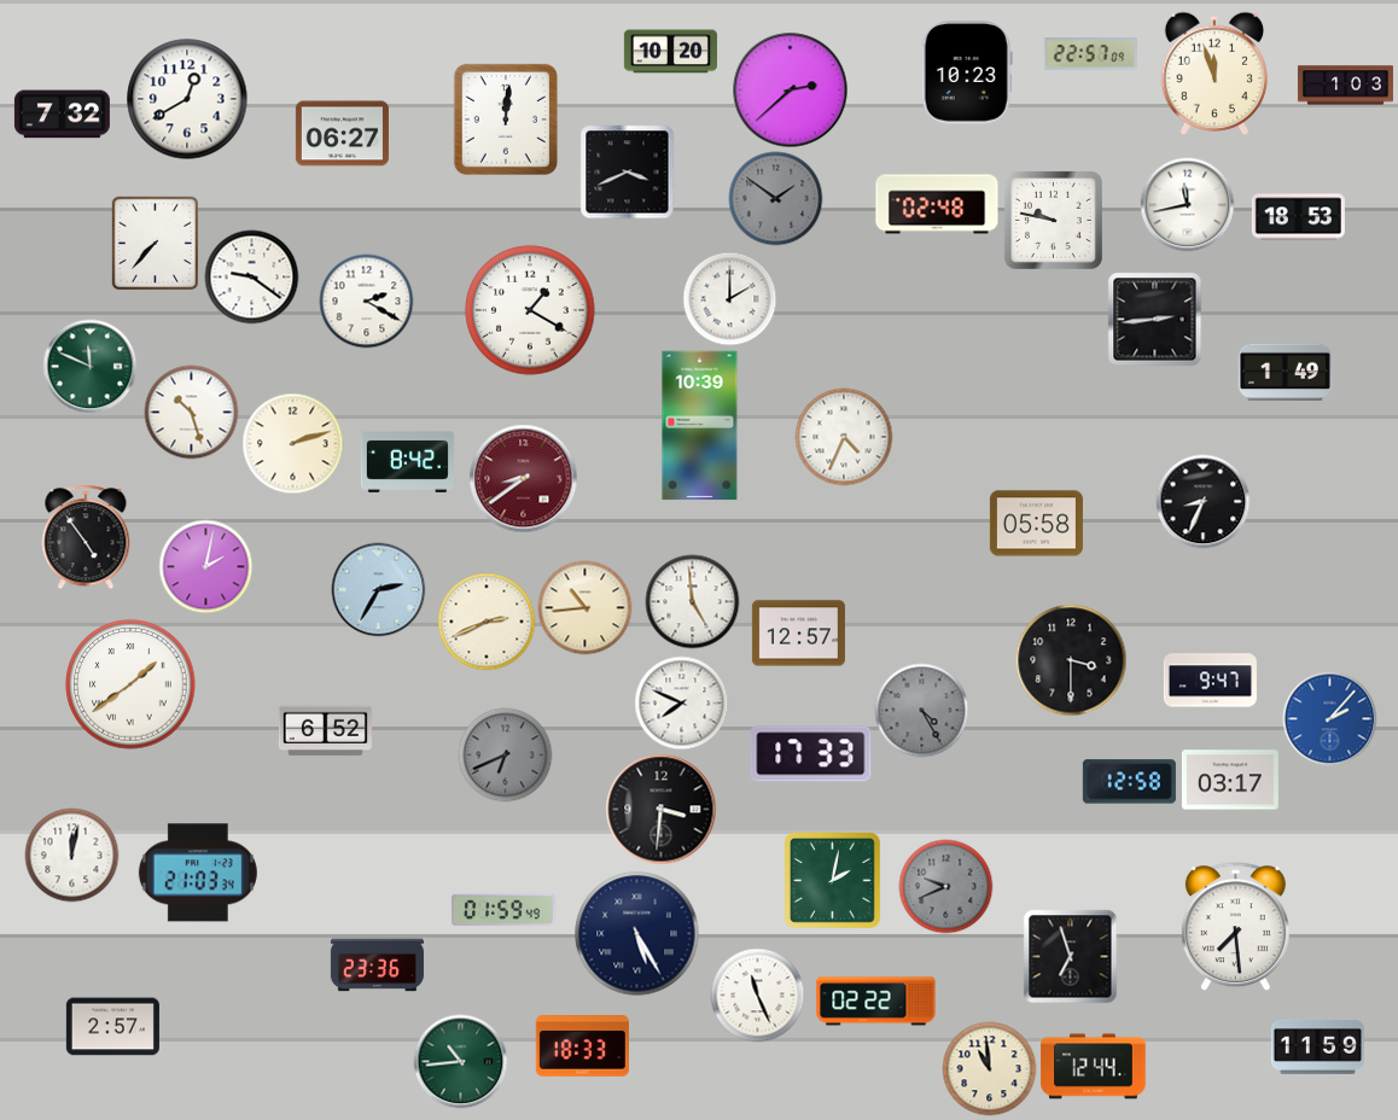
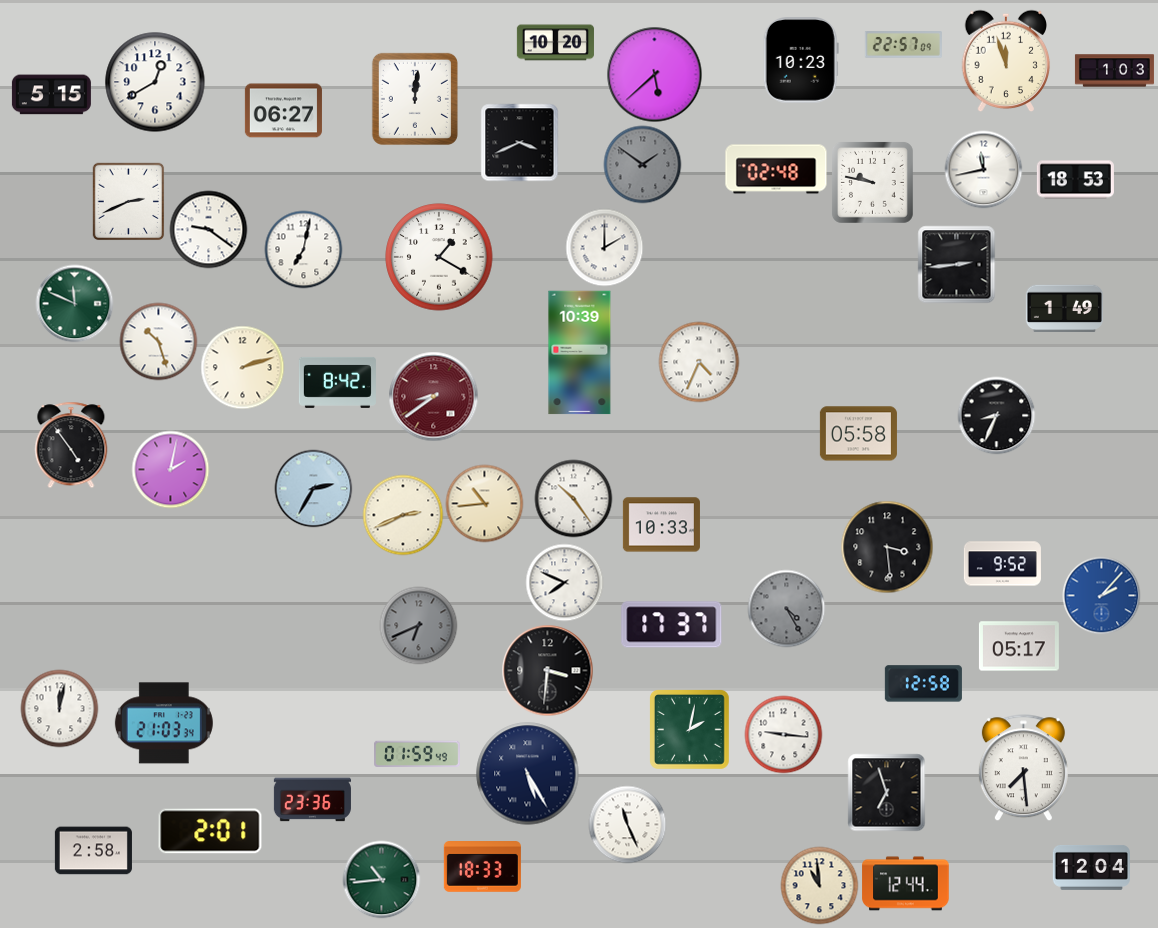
clock at (790, 89): 2:38 -> 5:38
clock at (62, 115): 7:32 -> 5:15
clock at (506, 119) position: (506, 119) -> (415, 99)
clock at (156, 243): 7:37 -> 2:41
clock at (366, 301): 2:20 -> 7:02
clock at (692, 601): 4:59 -> 10:24
clock at (798, 634): 12:57 -> 10:33
clock at (1071, 660): 3:30 -> 3:29
clock at (1210, 681): 9:47 -> 9:52
clock at (130, 684): 1:39 -> none
clock at (921, 710) position: (921, 710) -> (786, 608)
clock at (325, 731): 6:52 -> none
clock at (811, 754): 17:33 -> 17:37
clock at (1230, 780): 03:17 -> 05:17
clock at (1129, 782) position: (1129, 782) -> (923, 684)
clock at (945, 886): 9:41 -> 9:16
clock at (945, 886) dial: grey -> white
clock at (876, 1002): 02:22 -> none
clock at (210, 831): none -> 2:01
clock at (112, 1027): 2:57 -> 2:58
clock at (1317, 1048): 11:59 -> 12:04
